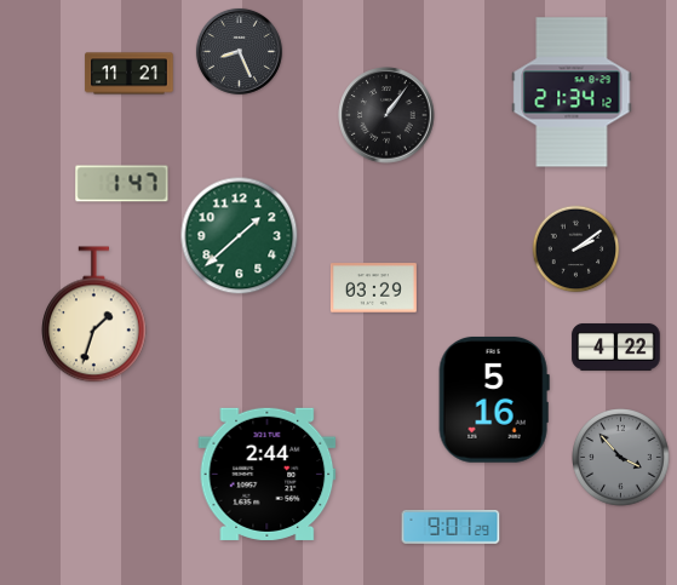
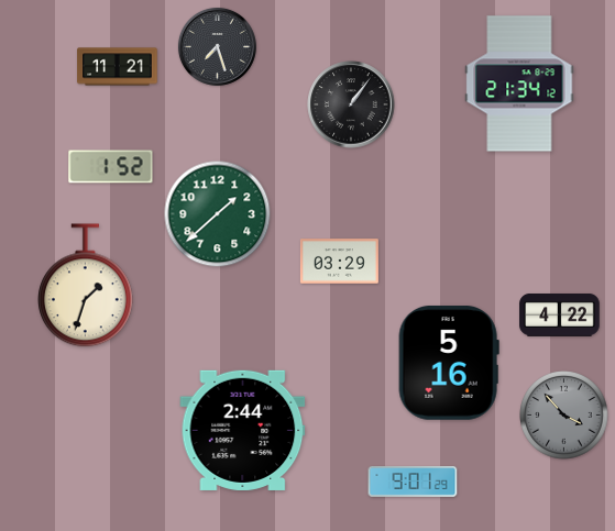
clock at (239, 51): 8:26 -> 7:27
clock at (122, 184): 1:47 -> 1:52
clock at (576, 250): 2:09 -> none
clock at (451, 528) position: (451, 528) -> (413, 483)
